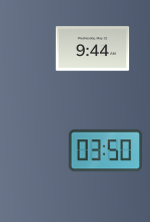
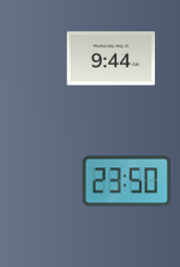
clock at (106, 151): 03:50 -> 23:50
